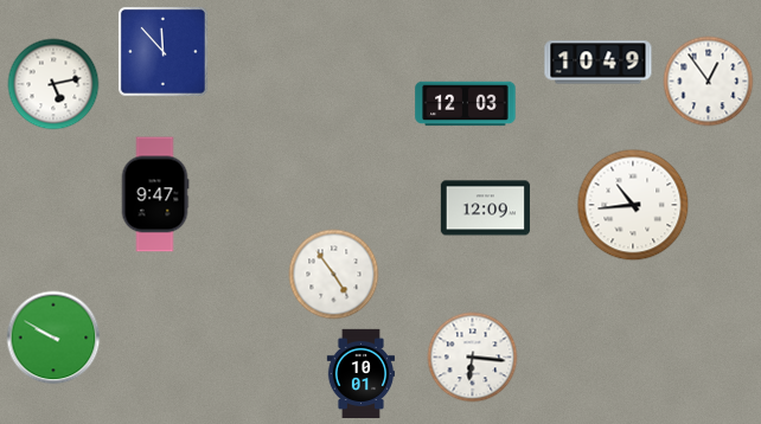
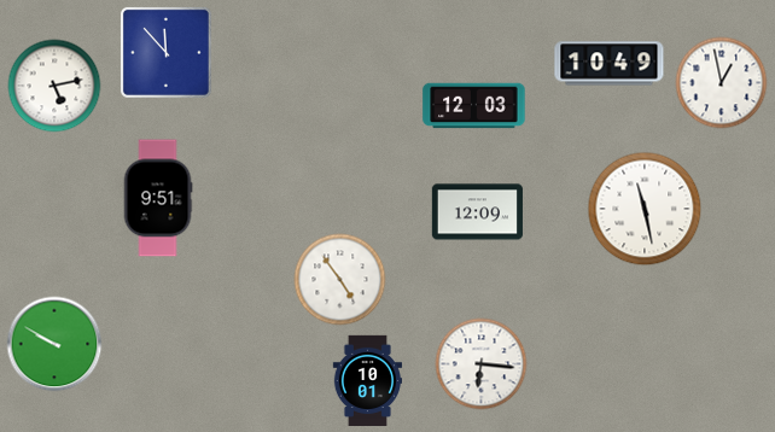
clock at (709, 82): 12:54 -> 12:58
clock at (155, 194): 9:47 -> 9:51
clock at (633, 205): 10:44 -> 11:28
clock at (485, 208) position: (485, 208) -> (477, 212)
